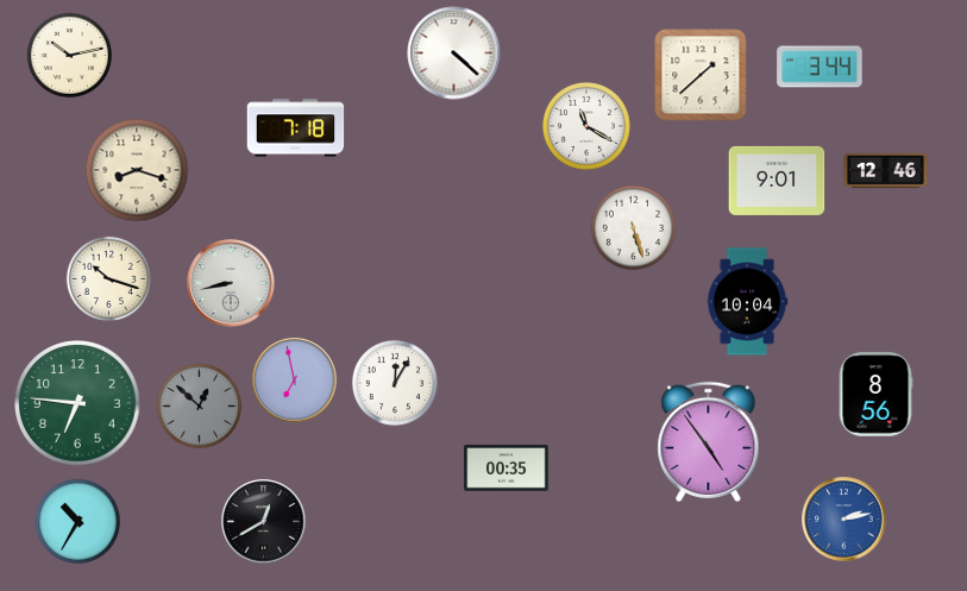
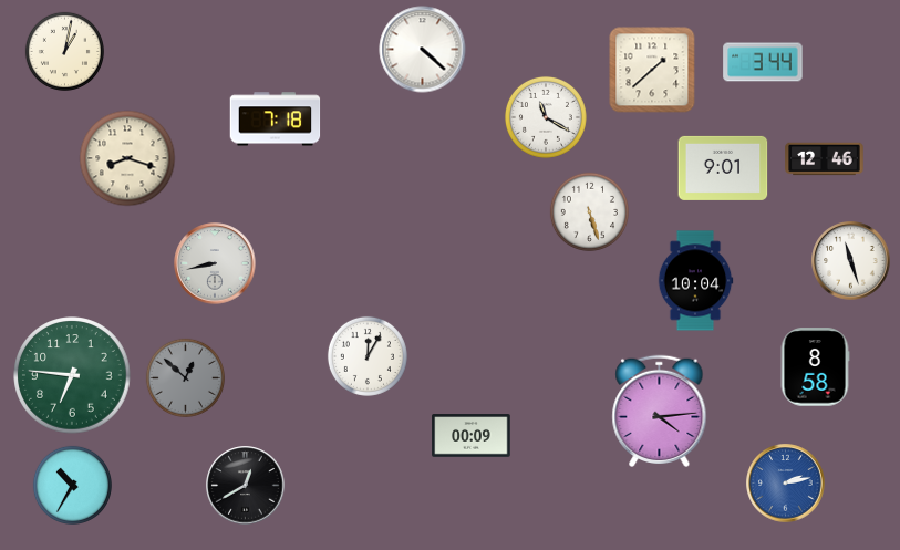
clock at (69, 55): 10:13 -> 1:02
clock at (108, 278): 10:18 -> none
clock at (851, 261): none -> 11:27
clock at (295, 381): 6:58 -> none
clock at (875, 395): 8:56 -> 8:58
clock at (709, 441): 4:54 -> 4:14
clock at (507, 469): 00:35 -> 00:09
